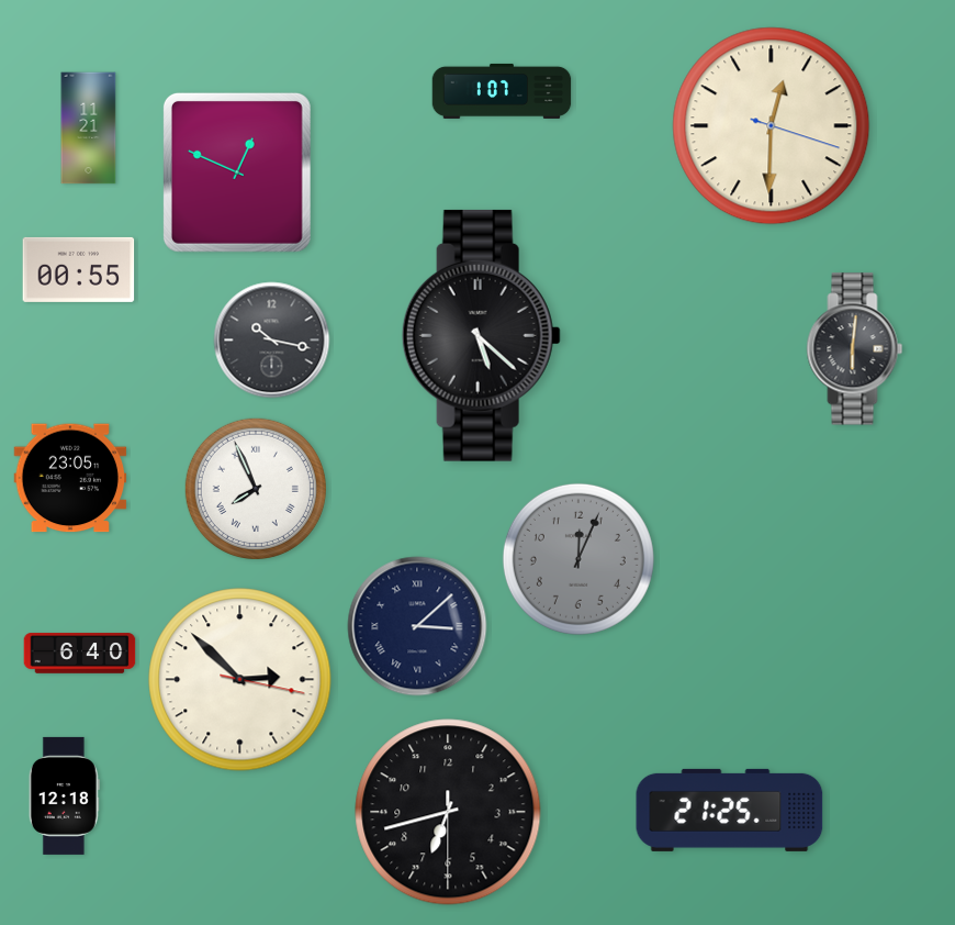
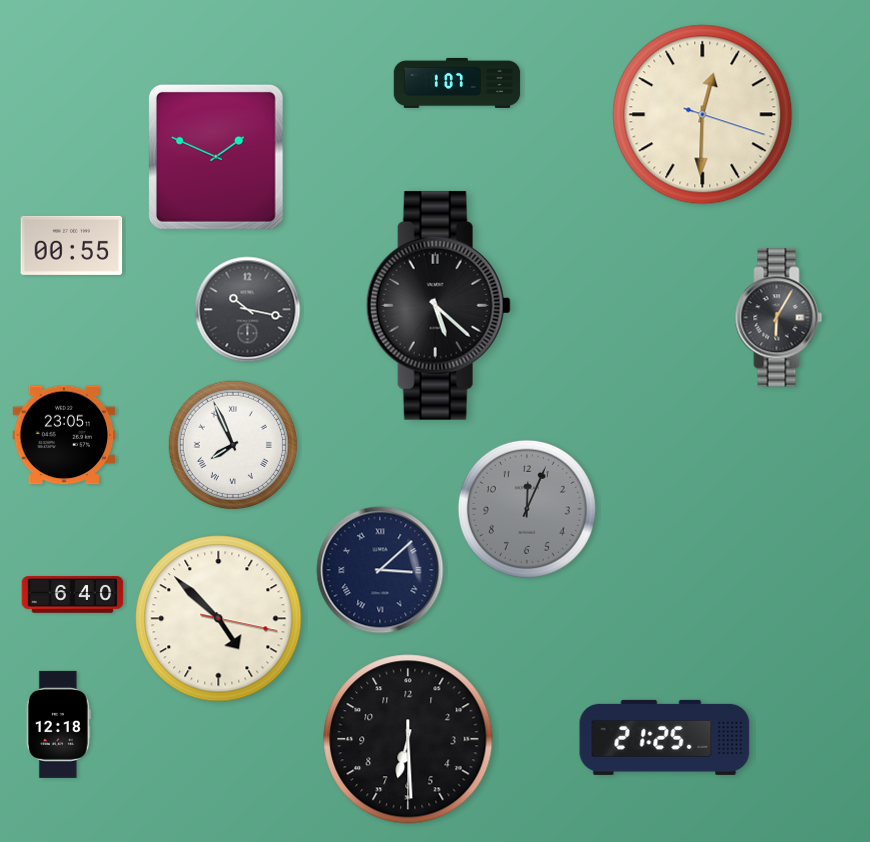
clock at (89, 129): 11:21 -> none
clock at (237, 172): 12:49 -> 1:49
clock at (855, 349): 6:01 -> 6:05
clock at (240, 680): 2:52 -> 4:52
clock at (448, 812): 6:42 -> 6:29
